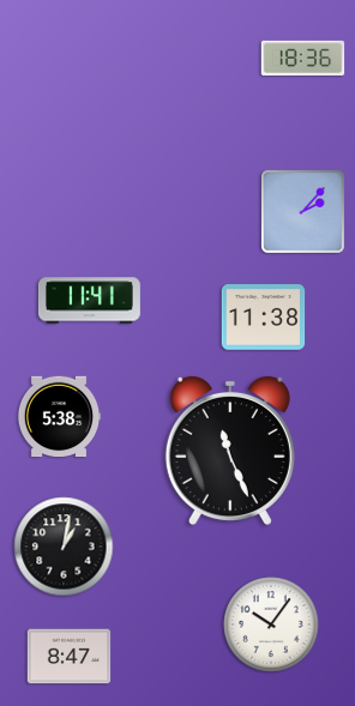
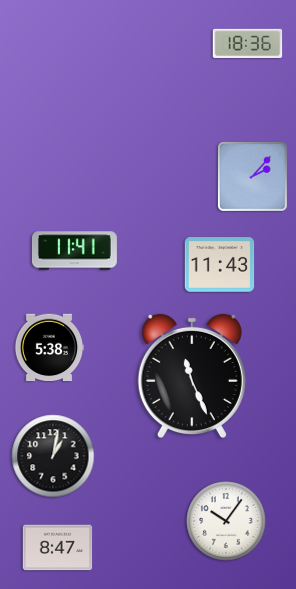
clock at (303, 58) position: (303, 58) -> (248, 43)
clock at (264, 318): 11:38 -> 11:43
